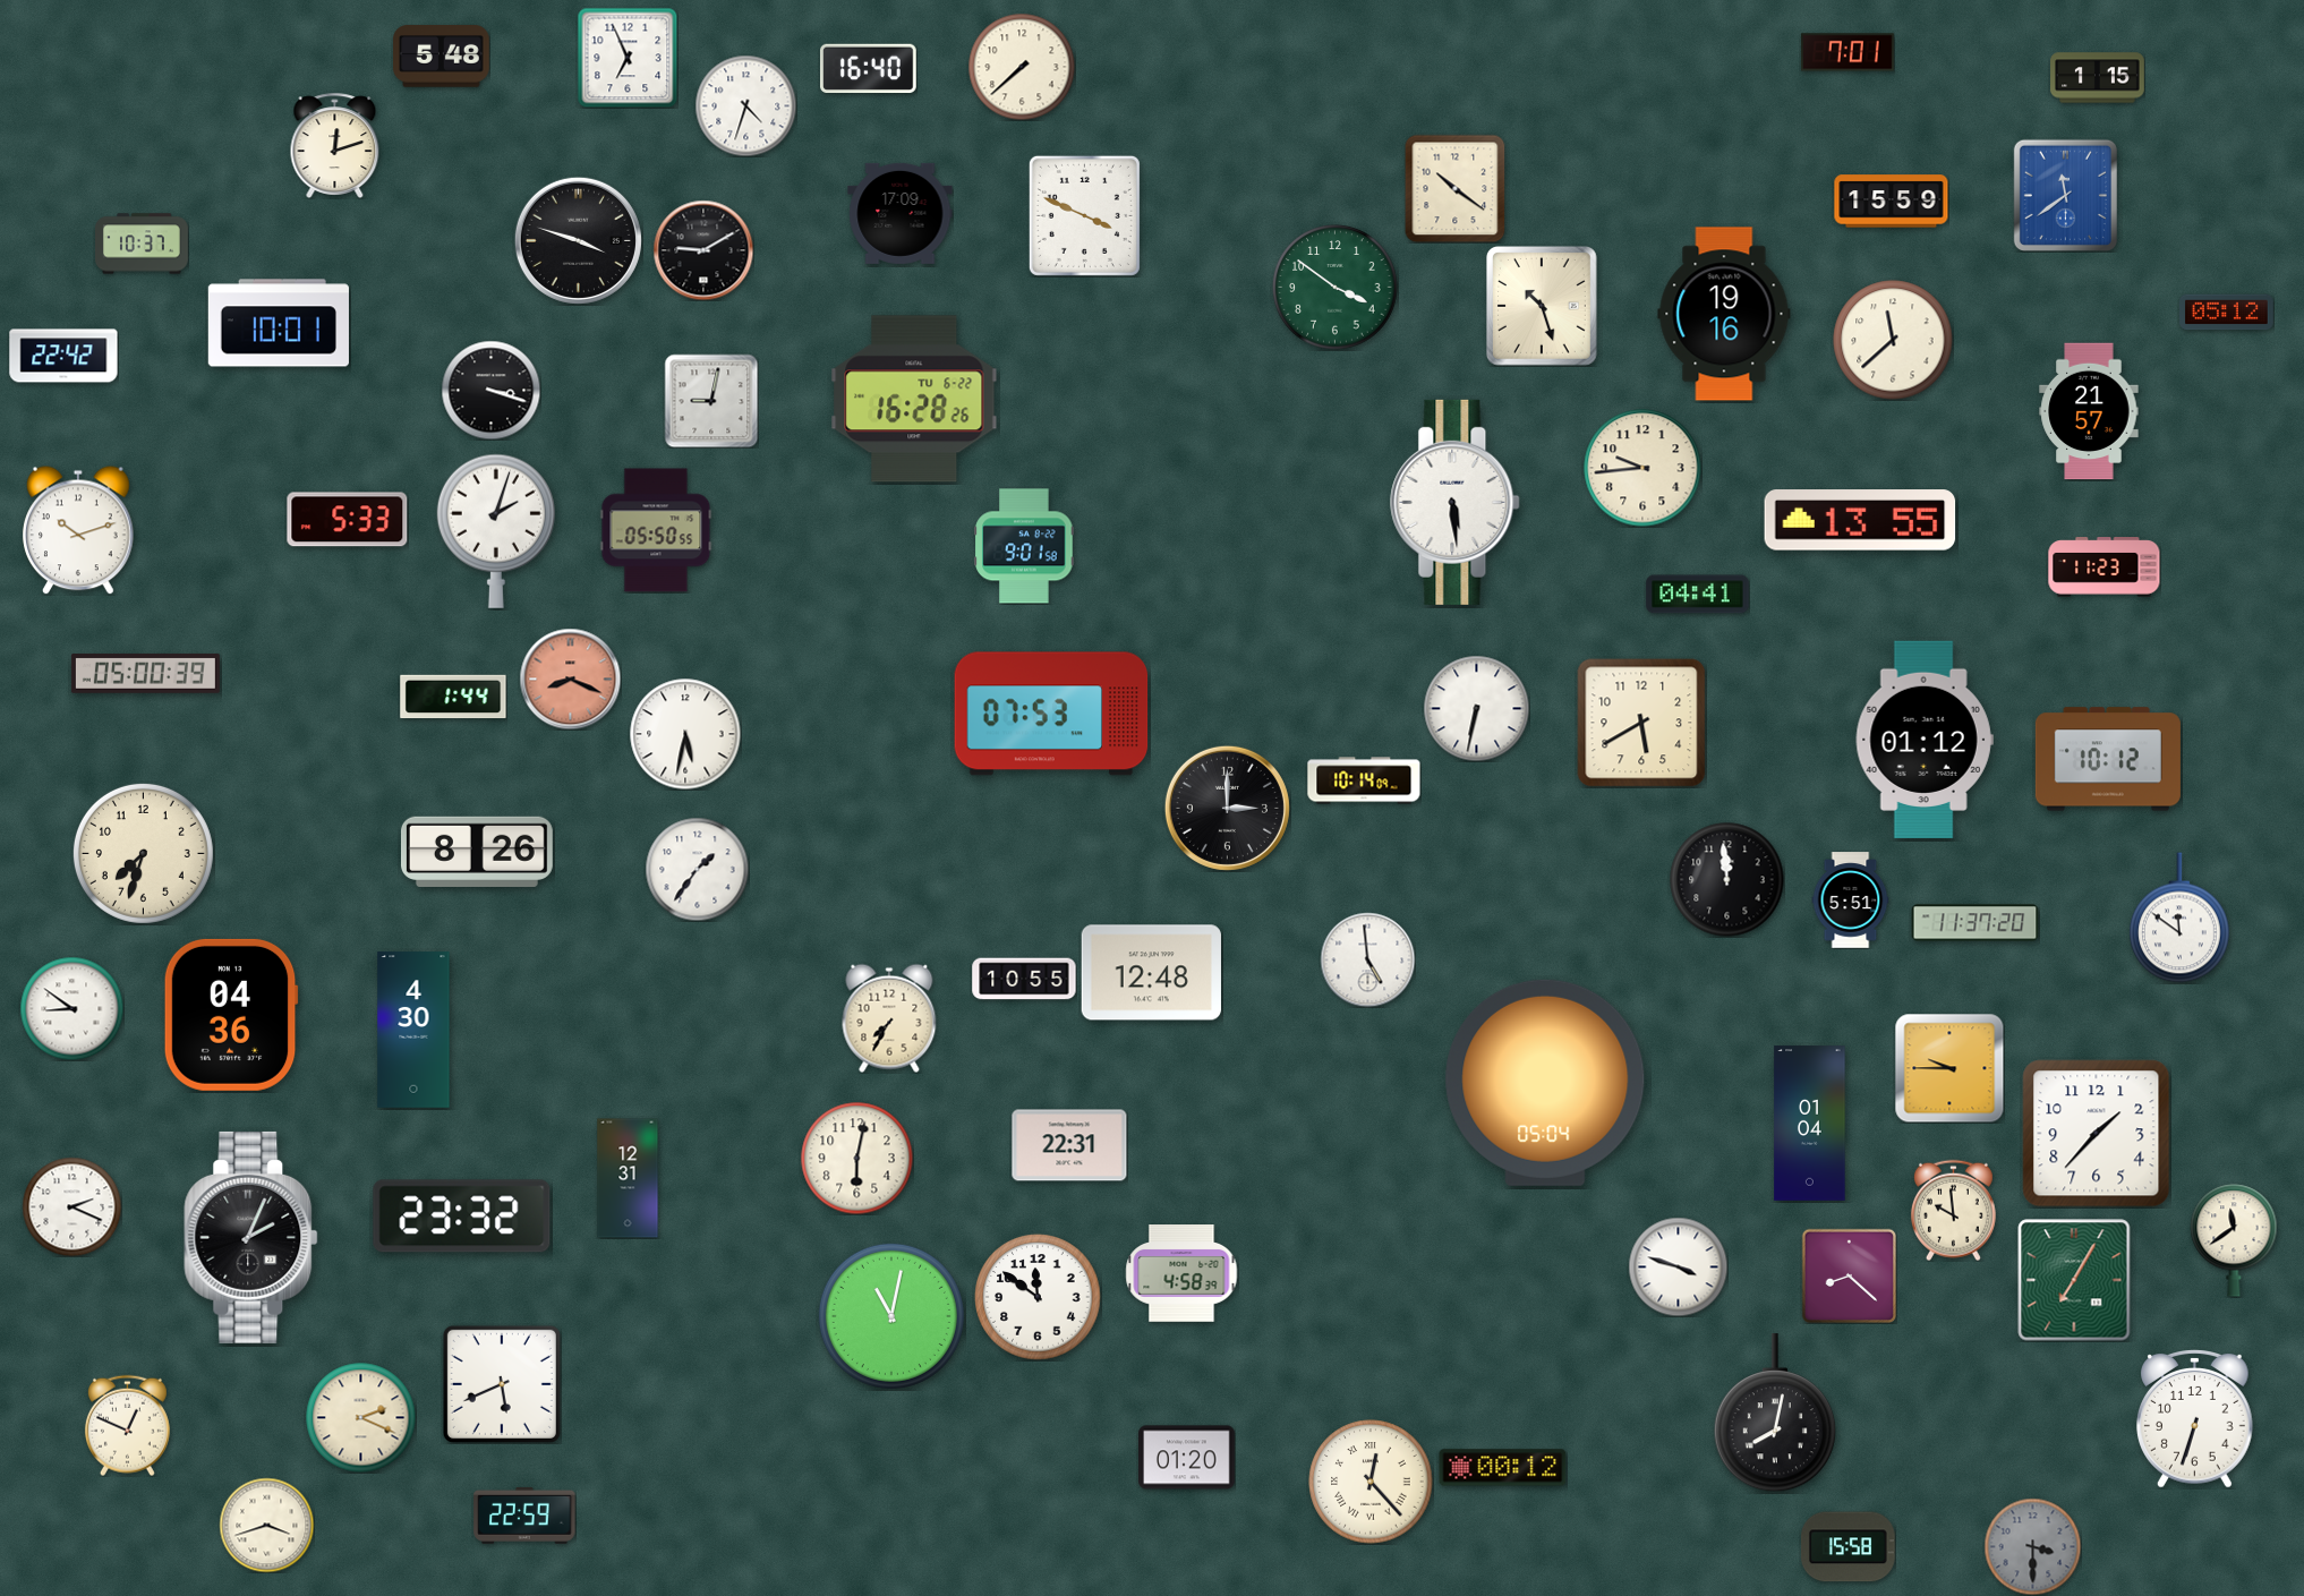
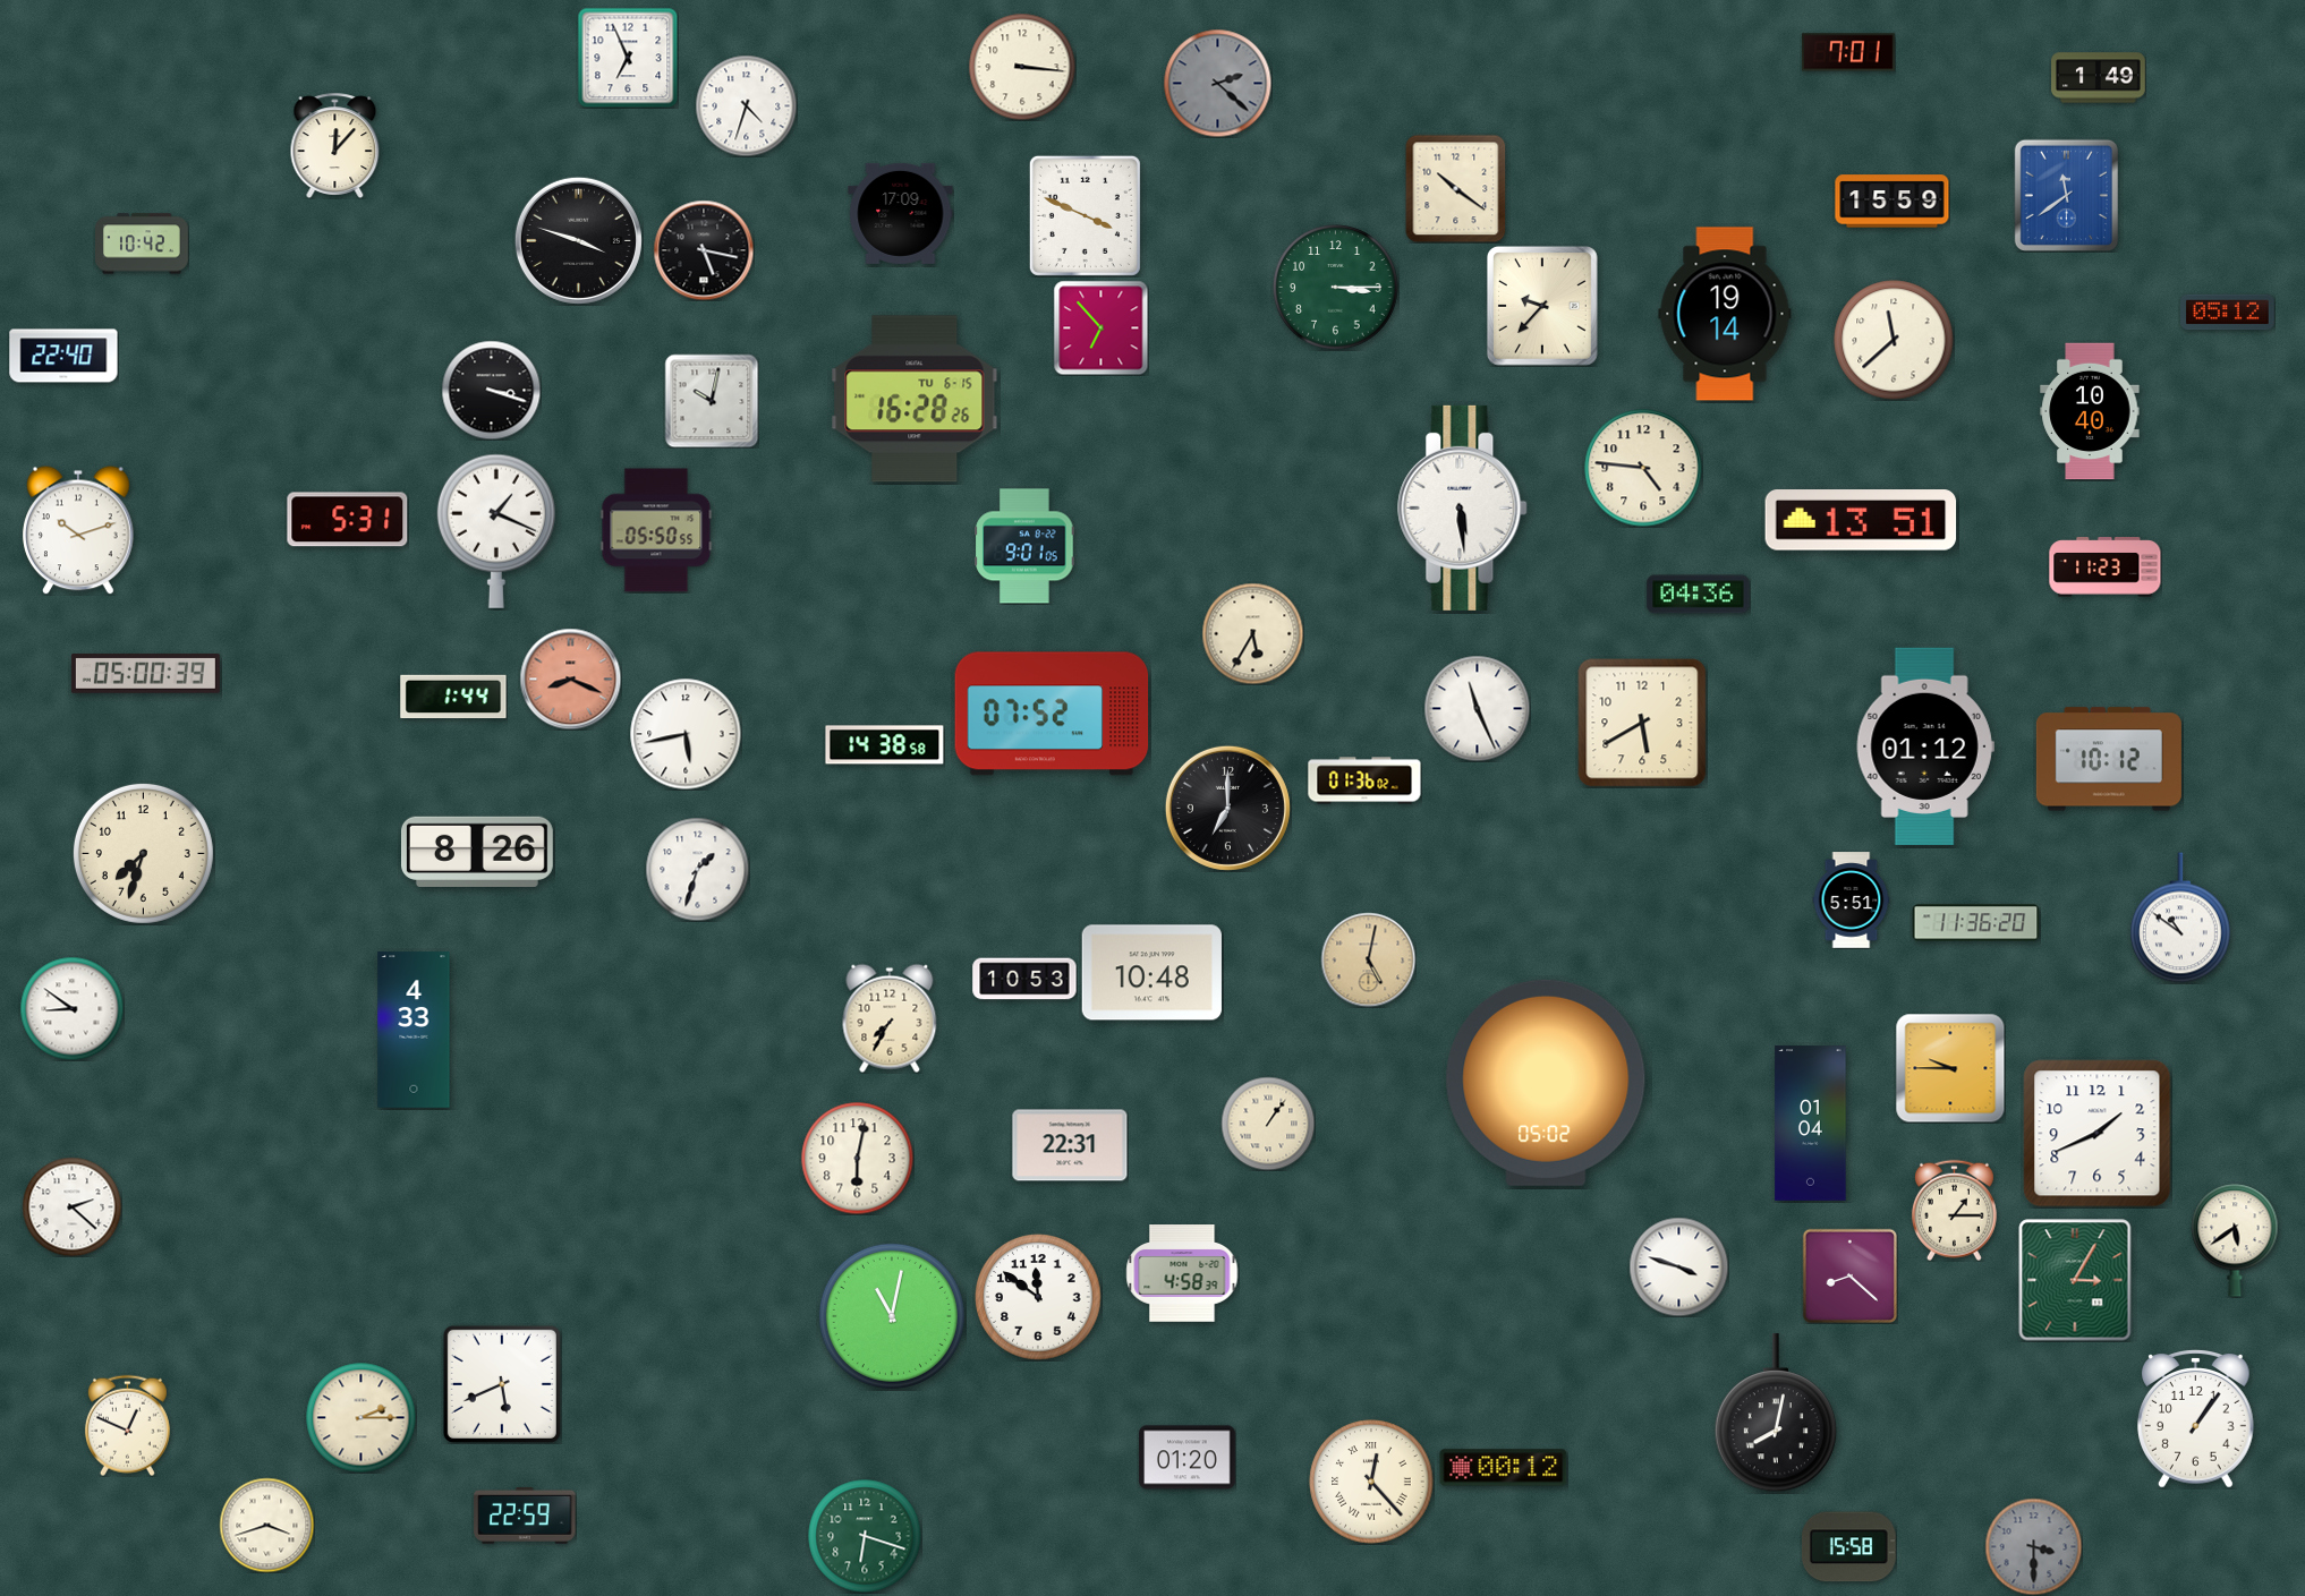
clock at (442, 57): 5:48 -> none
clock at (1022, 67): 7:38 -> 3:16
clock at (869, 68): 16:40 -> none
clock at (2098, 78): 1:15 -> 1:49
clock at (1217, 83): none -> 2:22
clock at (335, 145): 12:12 -> 12:07
clock at (143, 244): 10:37 -> 10:42
clock at (703, 250): 9:10 -> 5:17
clock at (1336, 288): 3:51 -> 3:15
clock at (1543, 307): 10:27 -> 9:37
clock at (1724, 314): 19:16 -> 19:14
clock at (279, 323): 10:01 -> none
clock at (1100, 327): none -> 6:53
clock at (63, 356): 22:42 -> 22:40
clock at (914, 399) date: TU 6-22 -> TU 6-15
clock at (711, 401): 9:02 -> 10:02
clock at (2089, 411): 21:57 -> 10:40
clock at (1642, 468): 9:44 -> 4:46
clock at (1456, 502) position: (1456, 502) -> (1463, 507)
clock at (348, 520): 5:33 -> 5:31
clock at (1860, 520): 13:55 -> 13:51
clock at (496, 531): 2:03 -> 1:19
clock at (1024, 546): 9:01:58 -> 9:01:05
clock at (1698, 595): 04:41 -> 04:36
clock at (1252, 633): none -> 5:35
clock at (1476, 708): 6:32 -> 11:26
clock at (1051, 714): 07:53 -> 07:52
clock at (685, 734): 5:32 -> 5:43
clock at (1925, 740) position: (1925, 740) -> (1925, 746)
clock at (885, 745): none -> 14:38
clock at (1364, 780): 10:14 -> 01:36
clock at (1227, 808): 3:00 -> 7:00
clock at (697, 869): 1:36 -> 1:33
clock at (1727, 880): 11:59 -> none
clock at (2181, 918): 11:51 -> 10:51
clock at (1976, 923): 11:37 -> 11:36
clock at (1367, 959): 4:59 -> 5:02
clock at (1367, 959) dial: white -> champagne
clock at (1151, 973): 12:48 -> 10:48
clock at (1024, 979): 10:55 -> 10:53
clock at (231, 1015): 04:36 -> none
clock at (413, 1030): 4:30 -> 4:33
clock at (1545, 1083): 05:04 -> 05:02
clock at (1268, 1124): none -> 1:06
clock at (2097, 1134): 1:37 -> 1:41
clock at (628, 1178): 12:31 -> none
clock at (71, 1206): 2:19 -> 2:22
clock at (1953, 1210): 9:59 -> 1:15
clock at (462, 1217): 23:32 -> none
clock at (251, 1237): 2:04 -> none
clock at (2234, 1240): 11:39 -> 5:39
clock at (2074, 1280): 7:05 -> 3:05
clock at (360, 1417): 2:19 -> 2:15
clock at (2195, 1419): 6:33 -> 1:06
clock at (865, 1536): none -> 6:18
